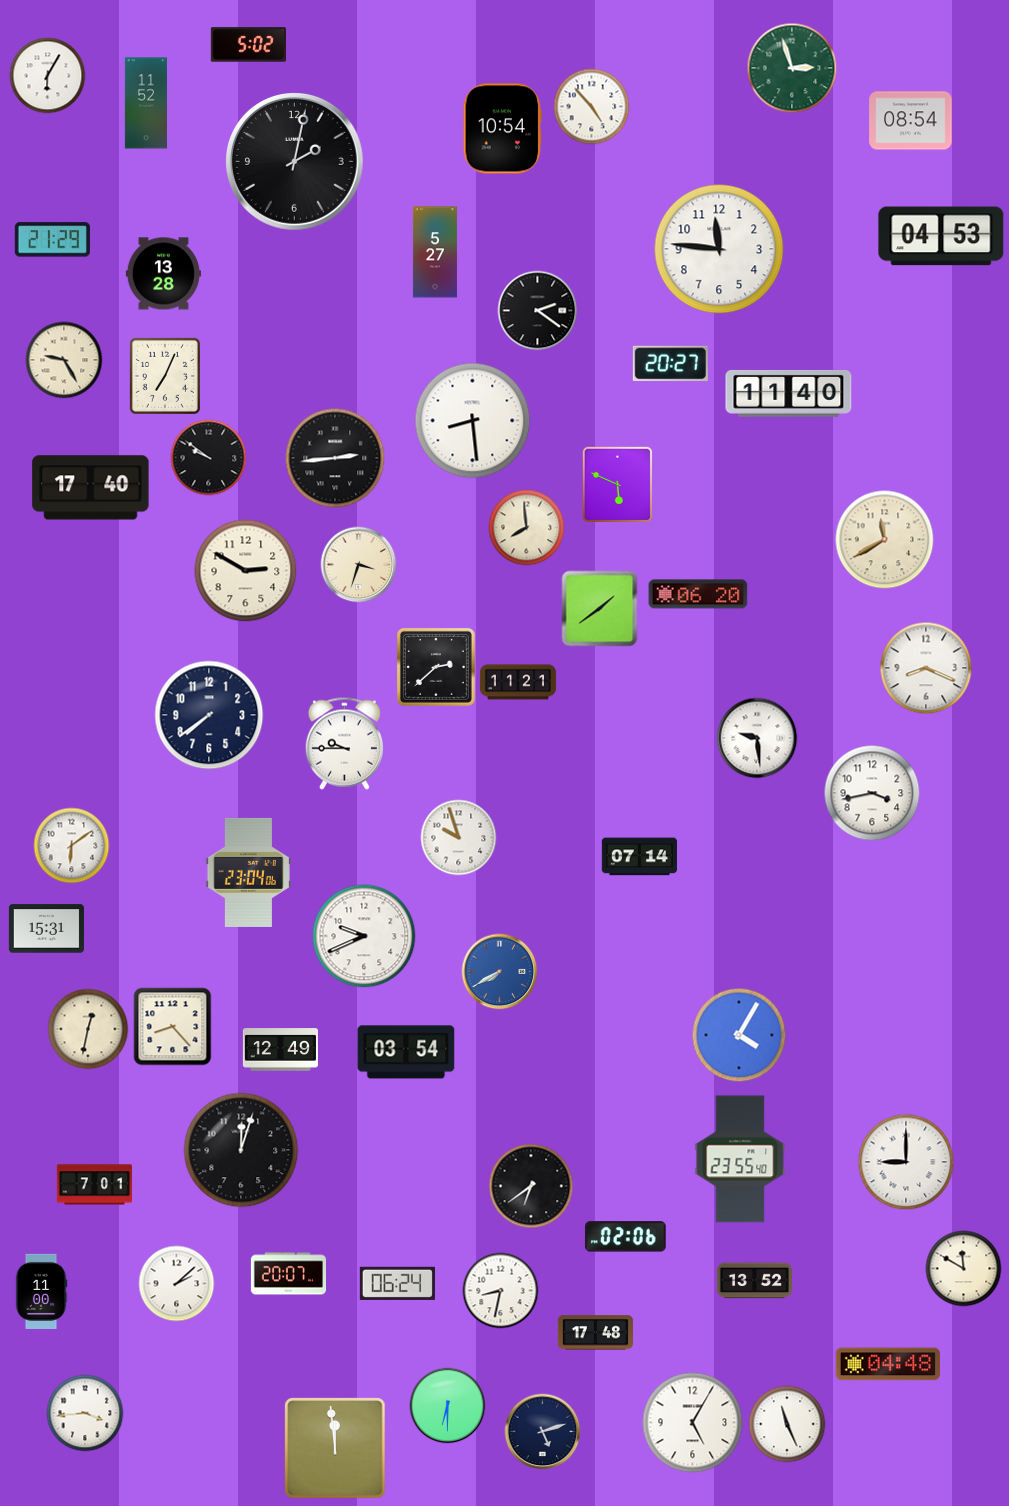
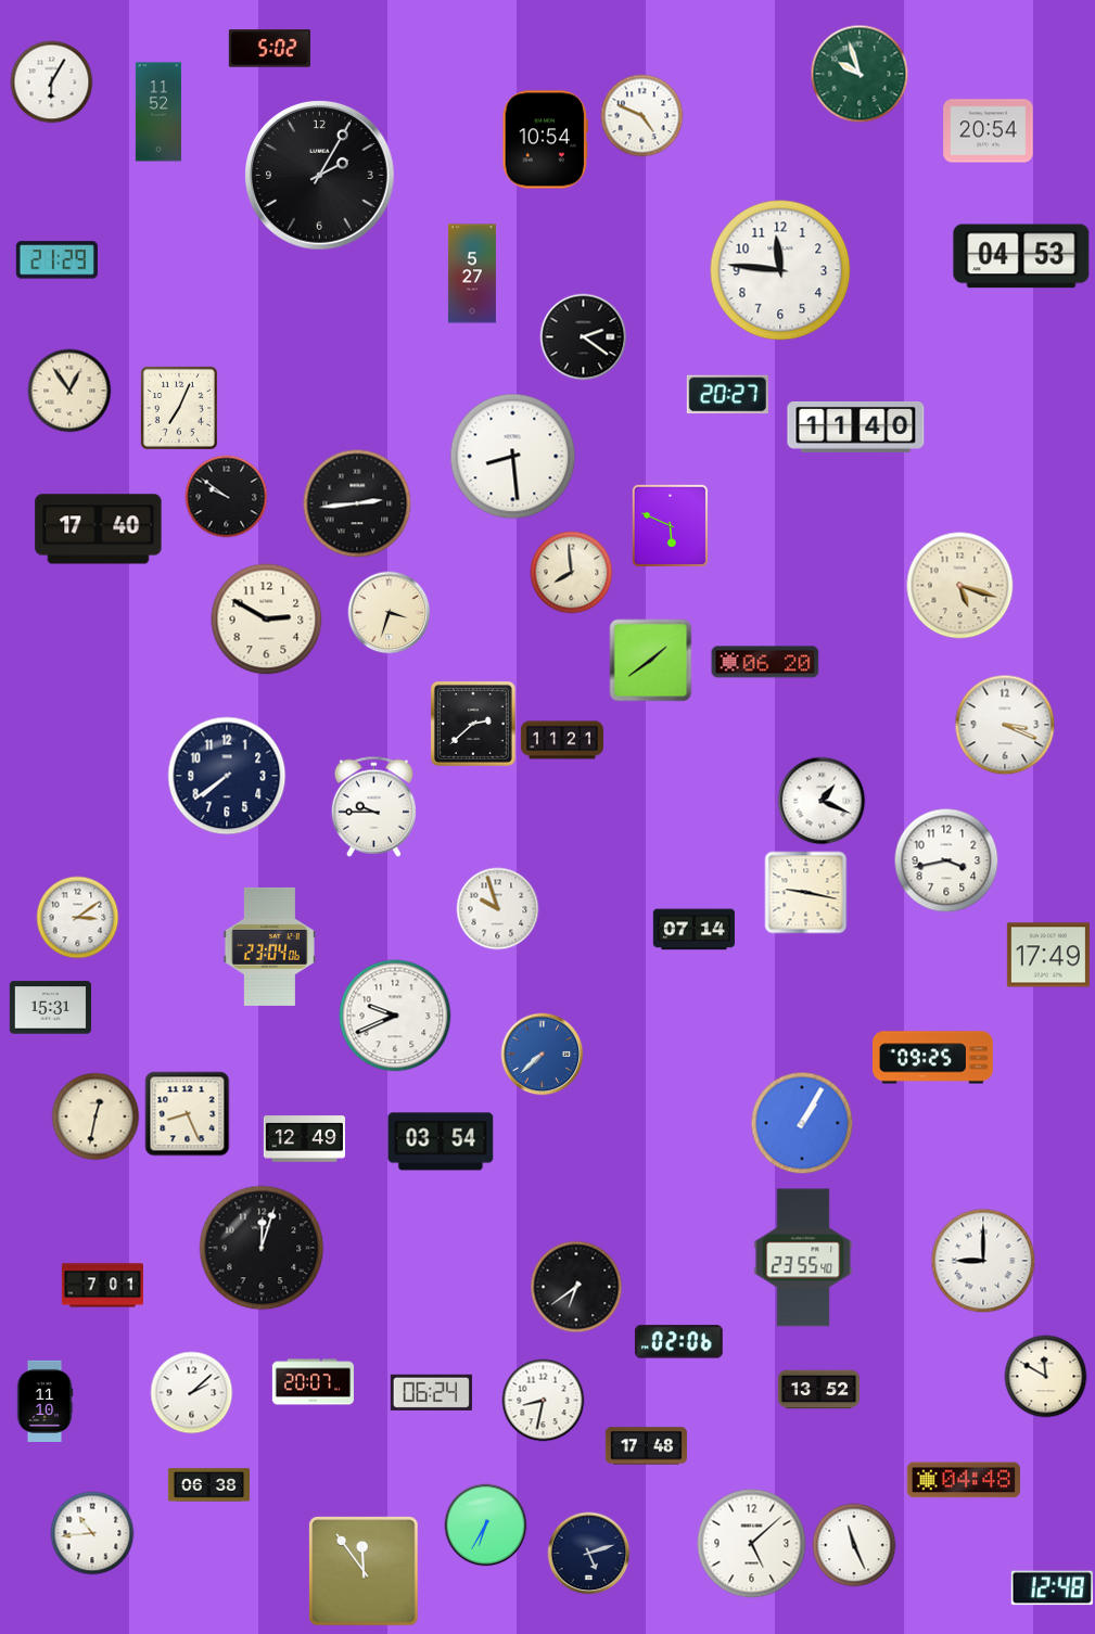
clock at (792, 68): 2:57 -> 9:57
clock at (592, 107): 4:53 -> 4:49
clock at (911, 121): 08:54 -> 20:54
clock at (295, 162): 2:02 -> 2:05
clock at (163, 274): 13:28 -> none
clock at (64, 360): 9:25 -> 12:54
clock at (335, 458) position: (335, 458) -> (357, 503)
clock at (885, 540): 11:40 -> 5:18
clock at (698, 594) position: (698, 594) -> (765, 662)
clock at (926, 668): 8:19 -> 3:19
clock at (757, 738): 9:29 -> 1:19
clock at (806, 893): none -> 9:17
clock at (72, 846): 6:09 -> 3:09
clock at (1048, 955): none -> 17:49
clock at (500, 972): 7:40 -> 7:38
clock at (933, 1058): none -> 09:25
clock at (173, 1027): 8:23 -> 8:26
clock at (739, 1035): 4:05 -> 1:05
clock at (41, 1291): 11:00 -> 11:10
clock at (208, 1485): none -> 06:38
clock at (448, 1406): 6:30 -> 6:35
clock at (85, 1413): 3:44 -> 10:44
clock at (693, 1423): 5:05 -> 5:08
clock at (335, 1448): 11:59 -> 11:54
clock at (1052, 1588): none -> 12:48
